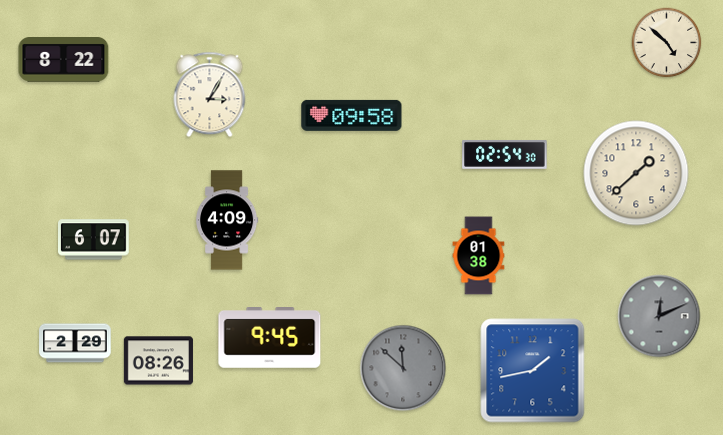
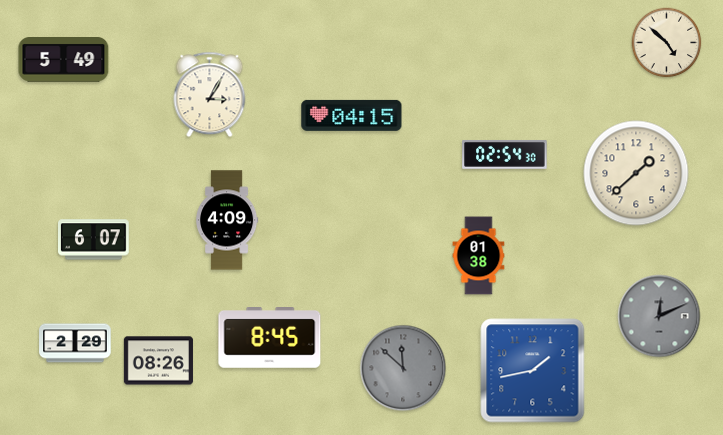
clock at (64, 60): 8:22 -> 5:49
clock at (352, 115): 09:58 -> 04:15
clock at (270, 338): 9:45 -> 8:45
